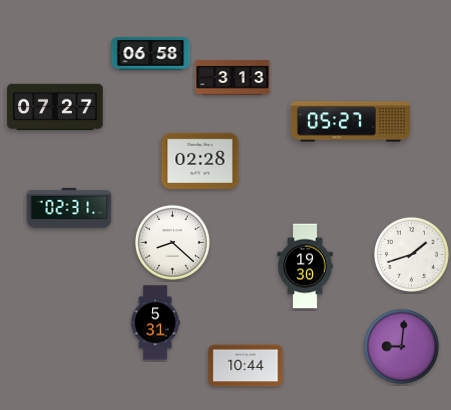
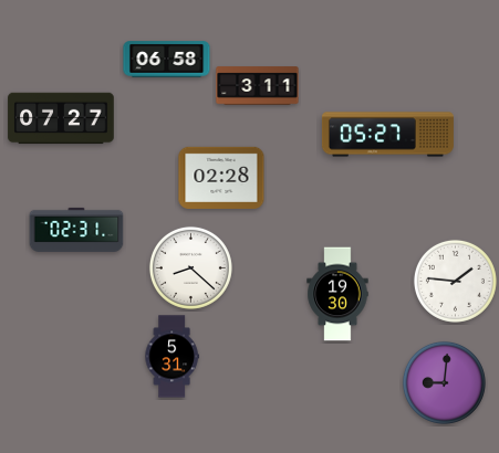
clock at (233, 78): 3:13 -> 3:11
clock at (411, 254): 1:42 -> 1:46
clock at (246, 366): 10:44 -> none
